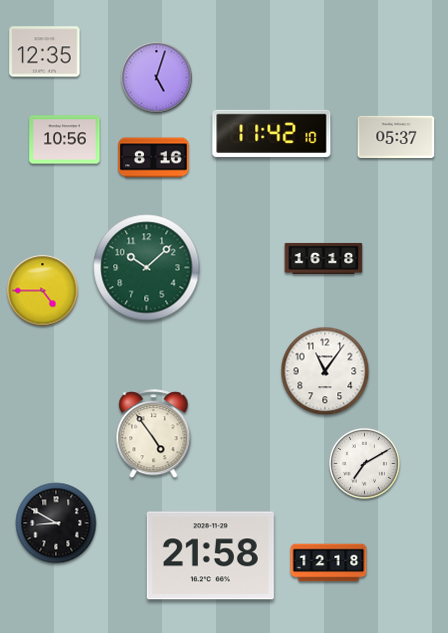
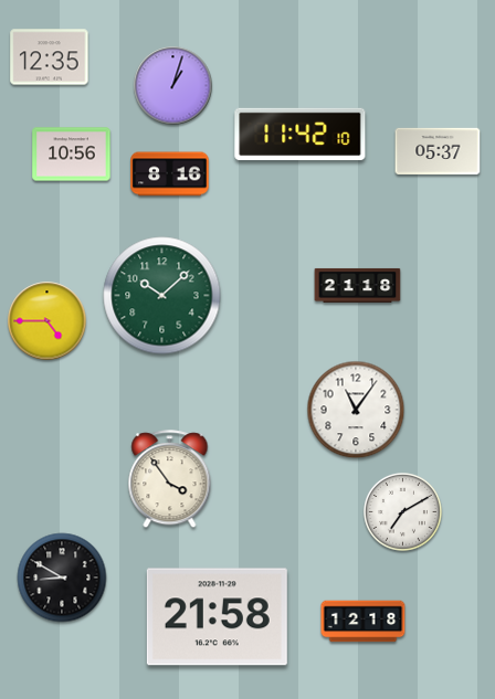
clock at (157, 78): 5:03 -> 1:03
clock at (272, 133) position: (272, 133) -> (301, 134)
clock at (324, 258): 16:18 -> 21:18
clock at (325, 371) position: (325, 371) -> (356, 410)
clock at (154, 434): 4:54 -> 3:54
clock at (210, 556) position: (210, 556) -> (217, 617)
